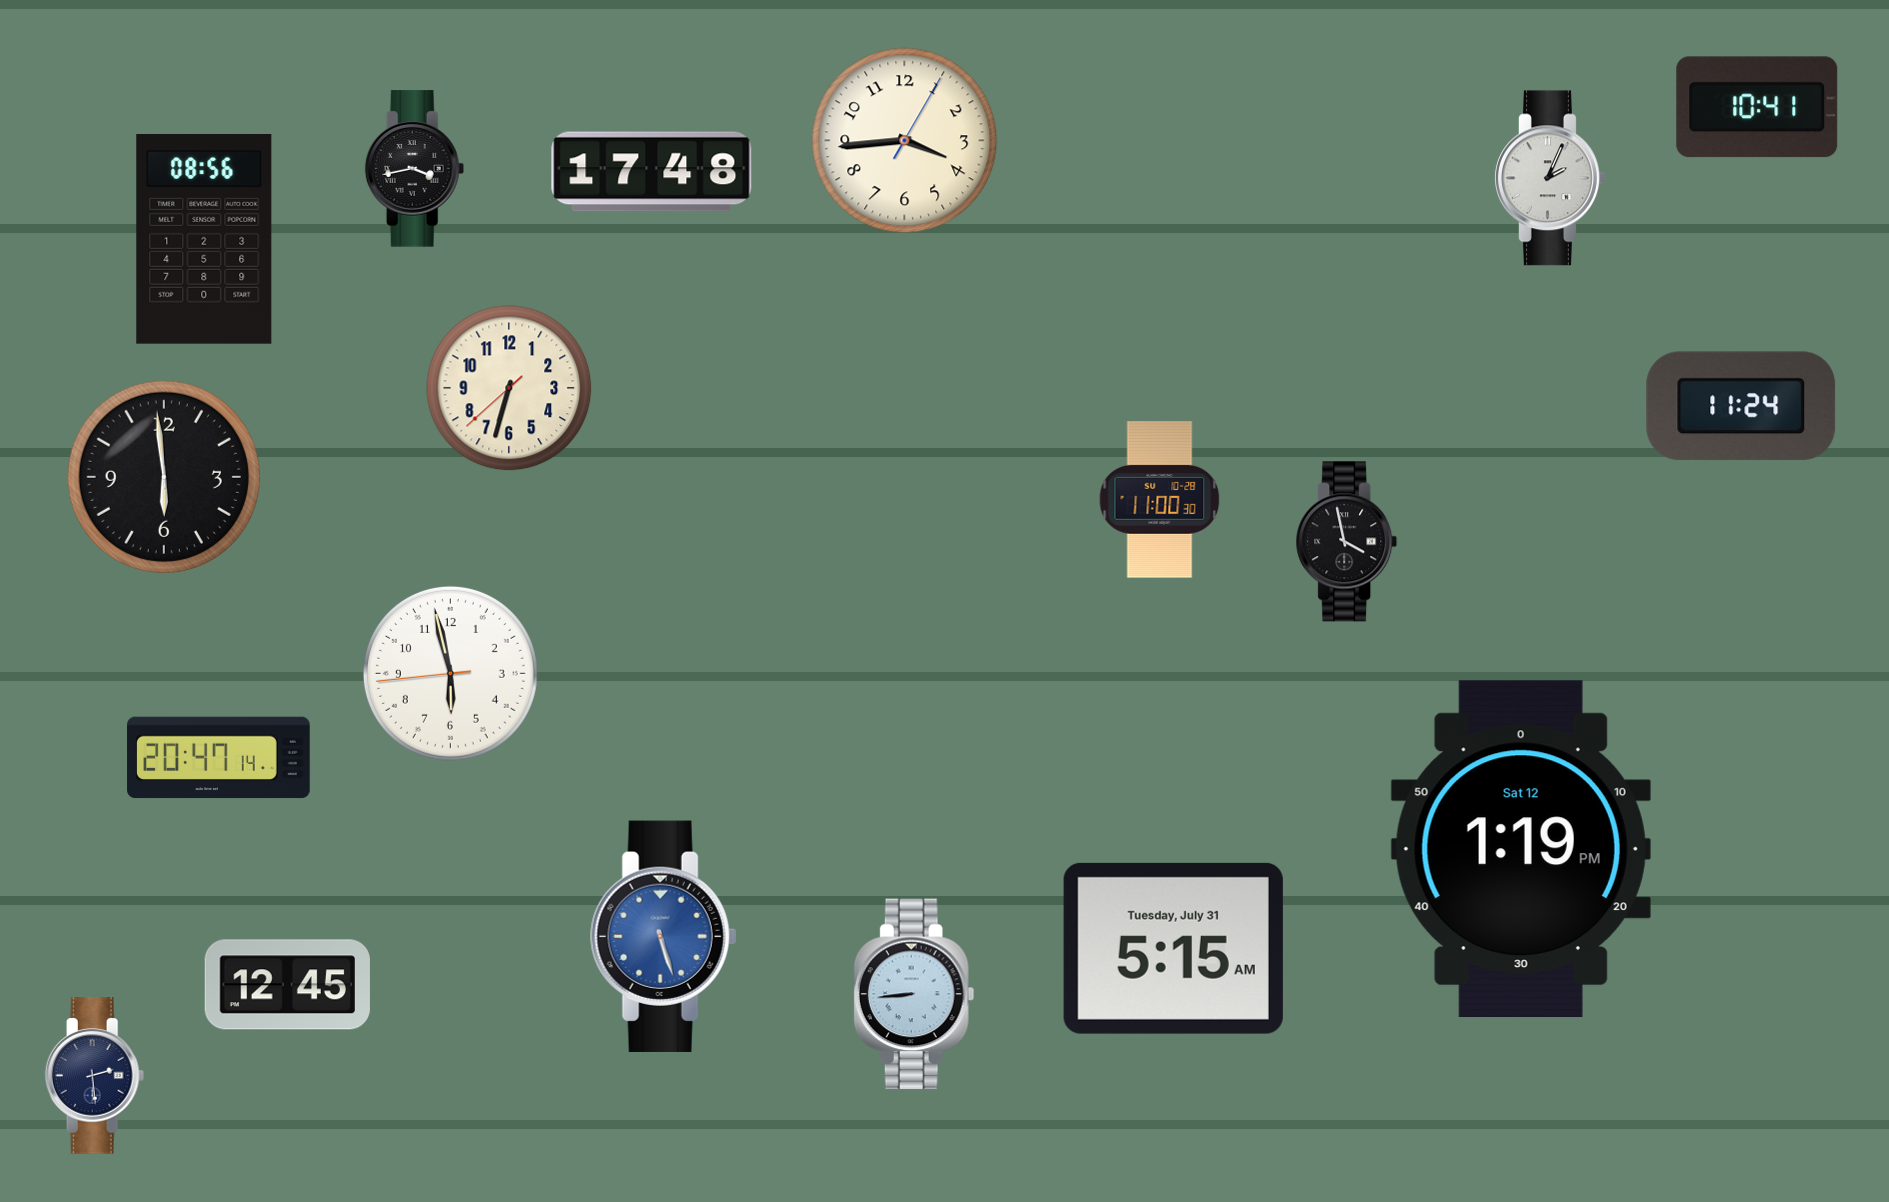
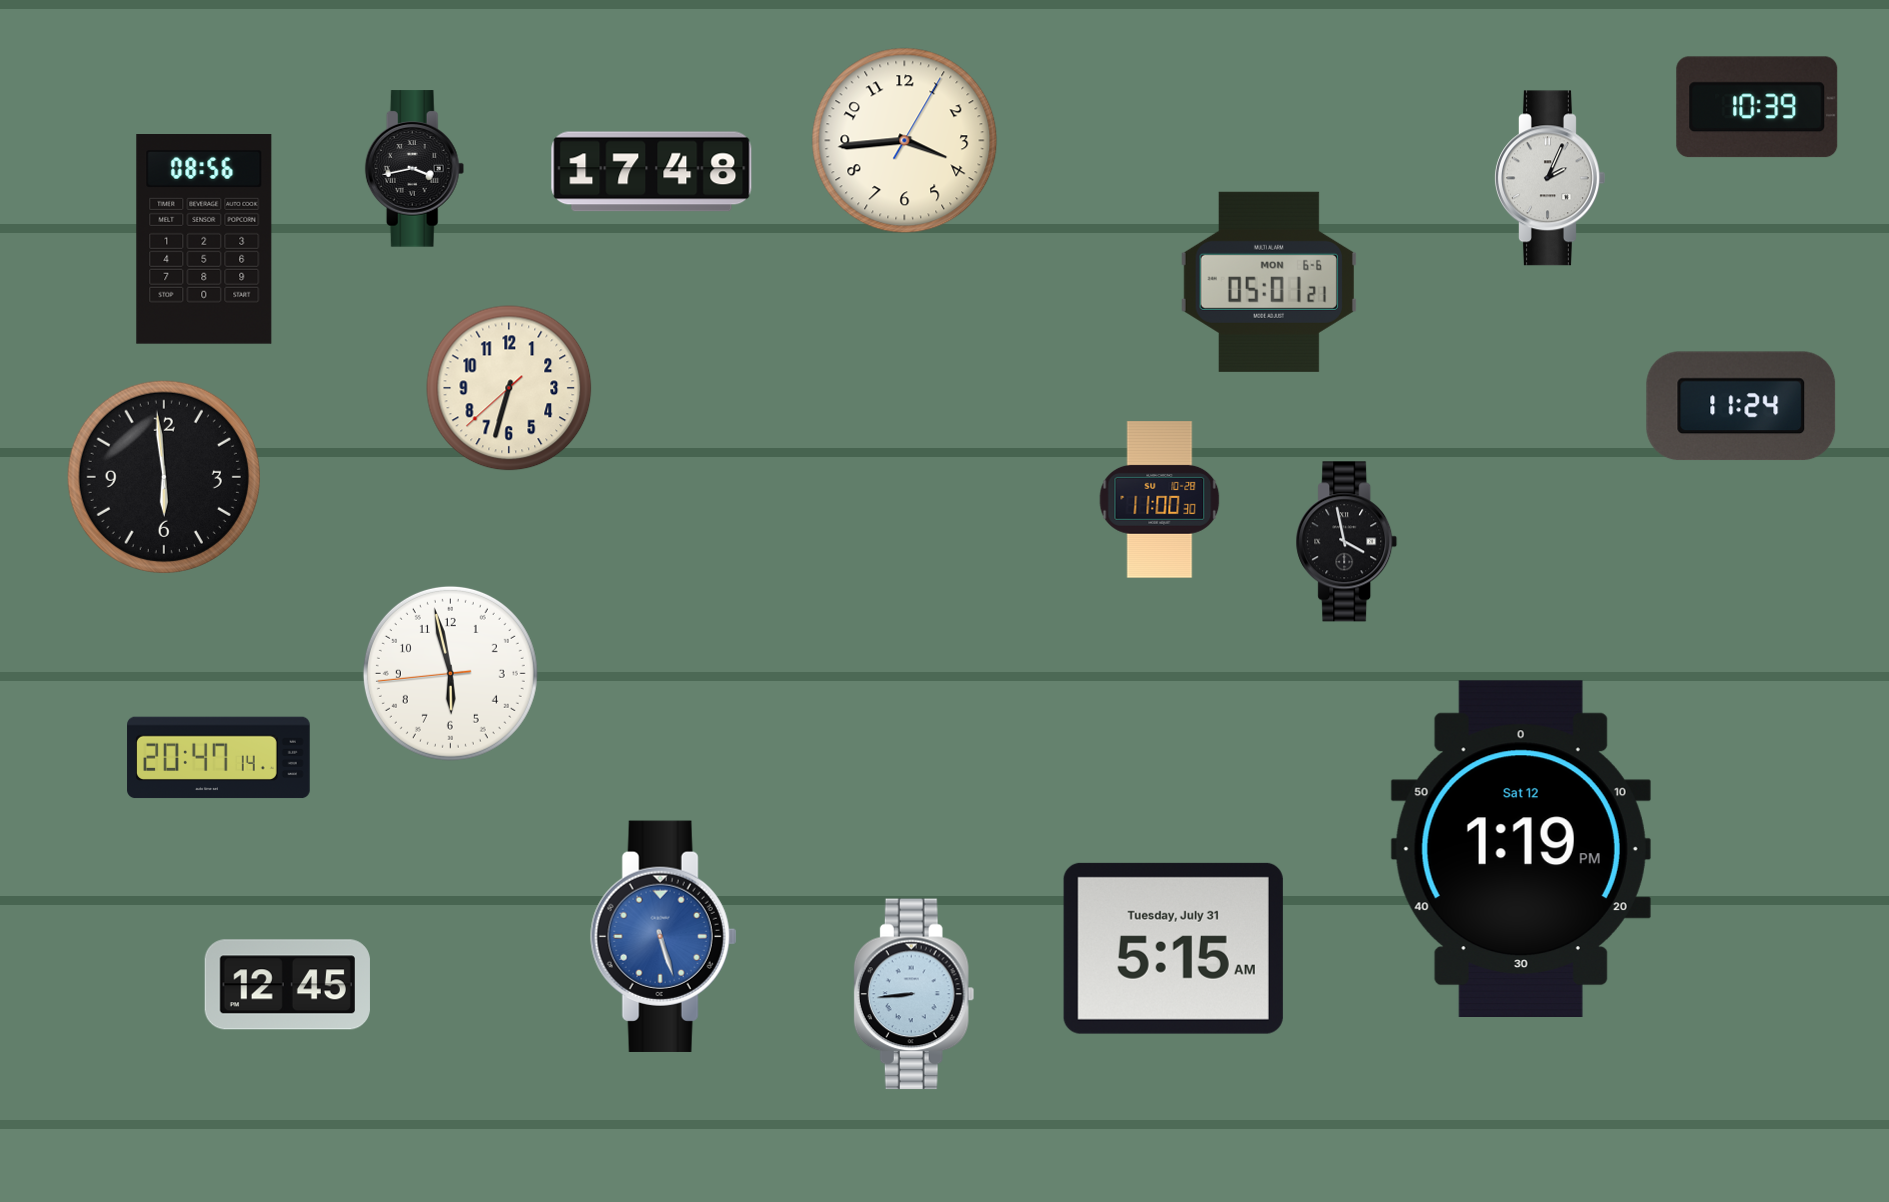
clock at (1757, 107): 10:41 -> 10:39
clock at (1269, 282): none -> 05:01
clock at (95, 1076): 2:29 -> none
